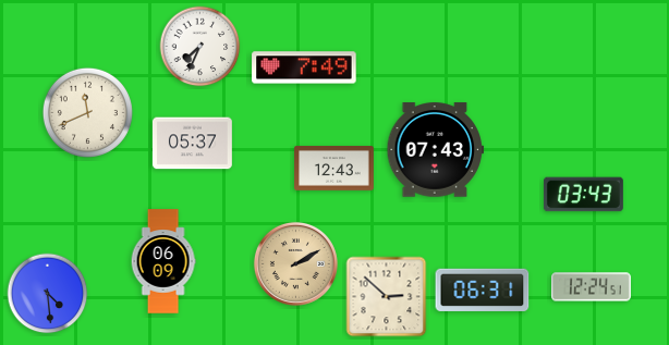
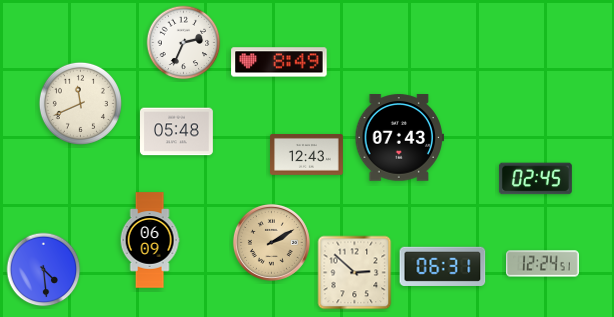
clock at (200, 47): 7:34 -> 2:34
clock at (304, 67): 7:49 -> 8:49
clock at (193, 144): 05:37 -> 05:48
clock at (583, 195): 03:43 -> 02:45
